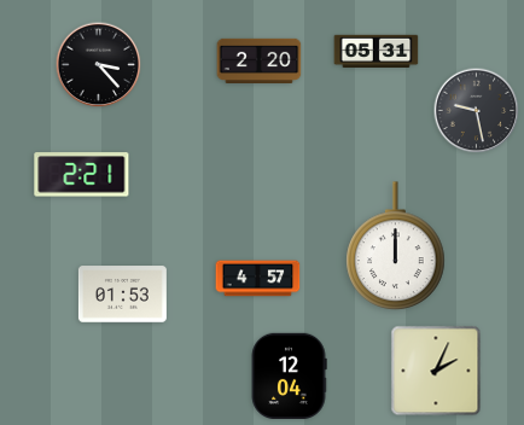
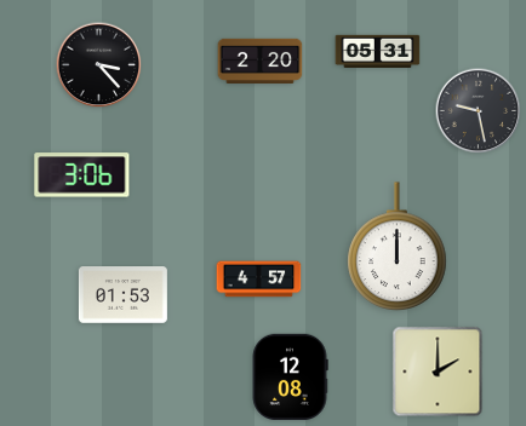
clock at (82, 175): 2:21 -> 3:06
clock at (436, 371): 2:04 -> 2:00
clock at (289, 375): 12:04 -> 12:08
